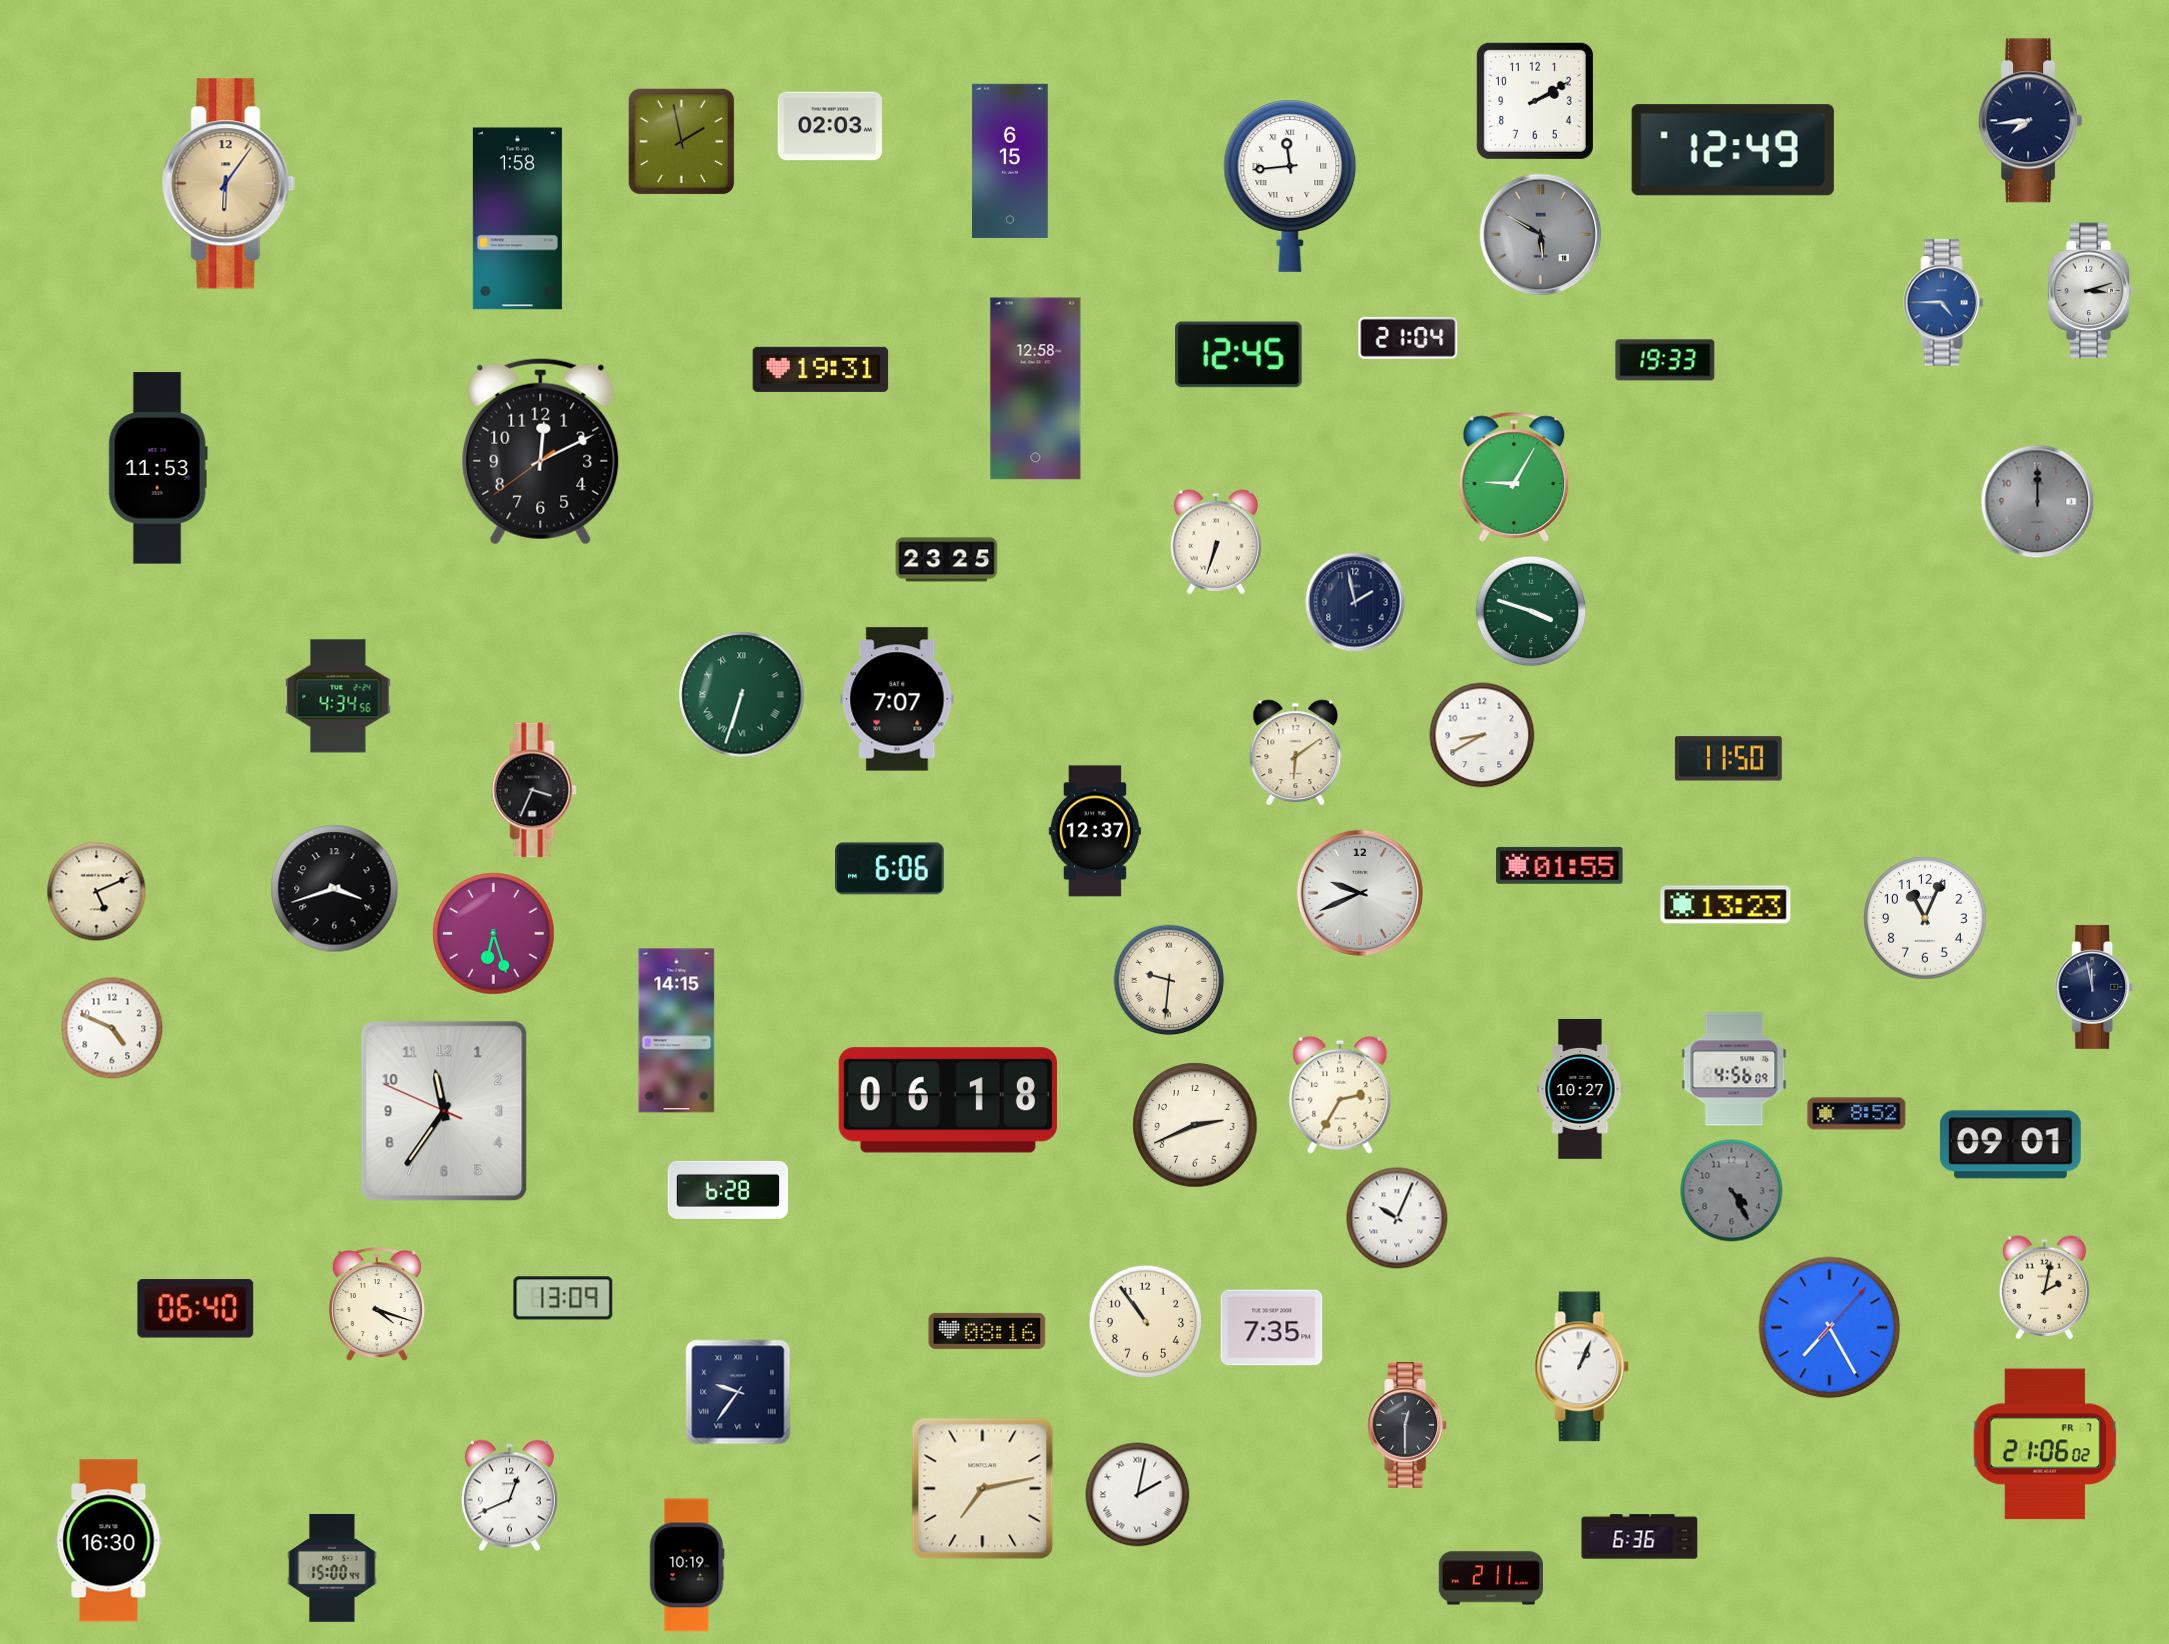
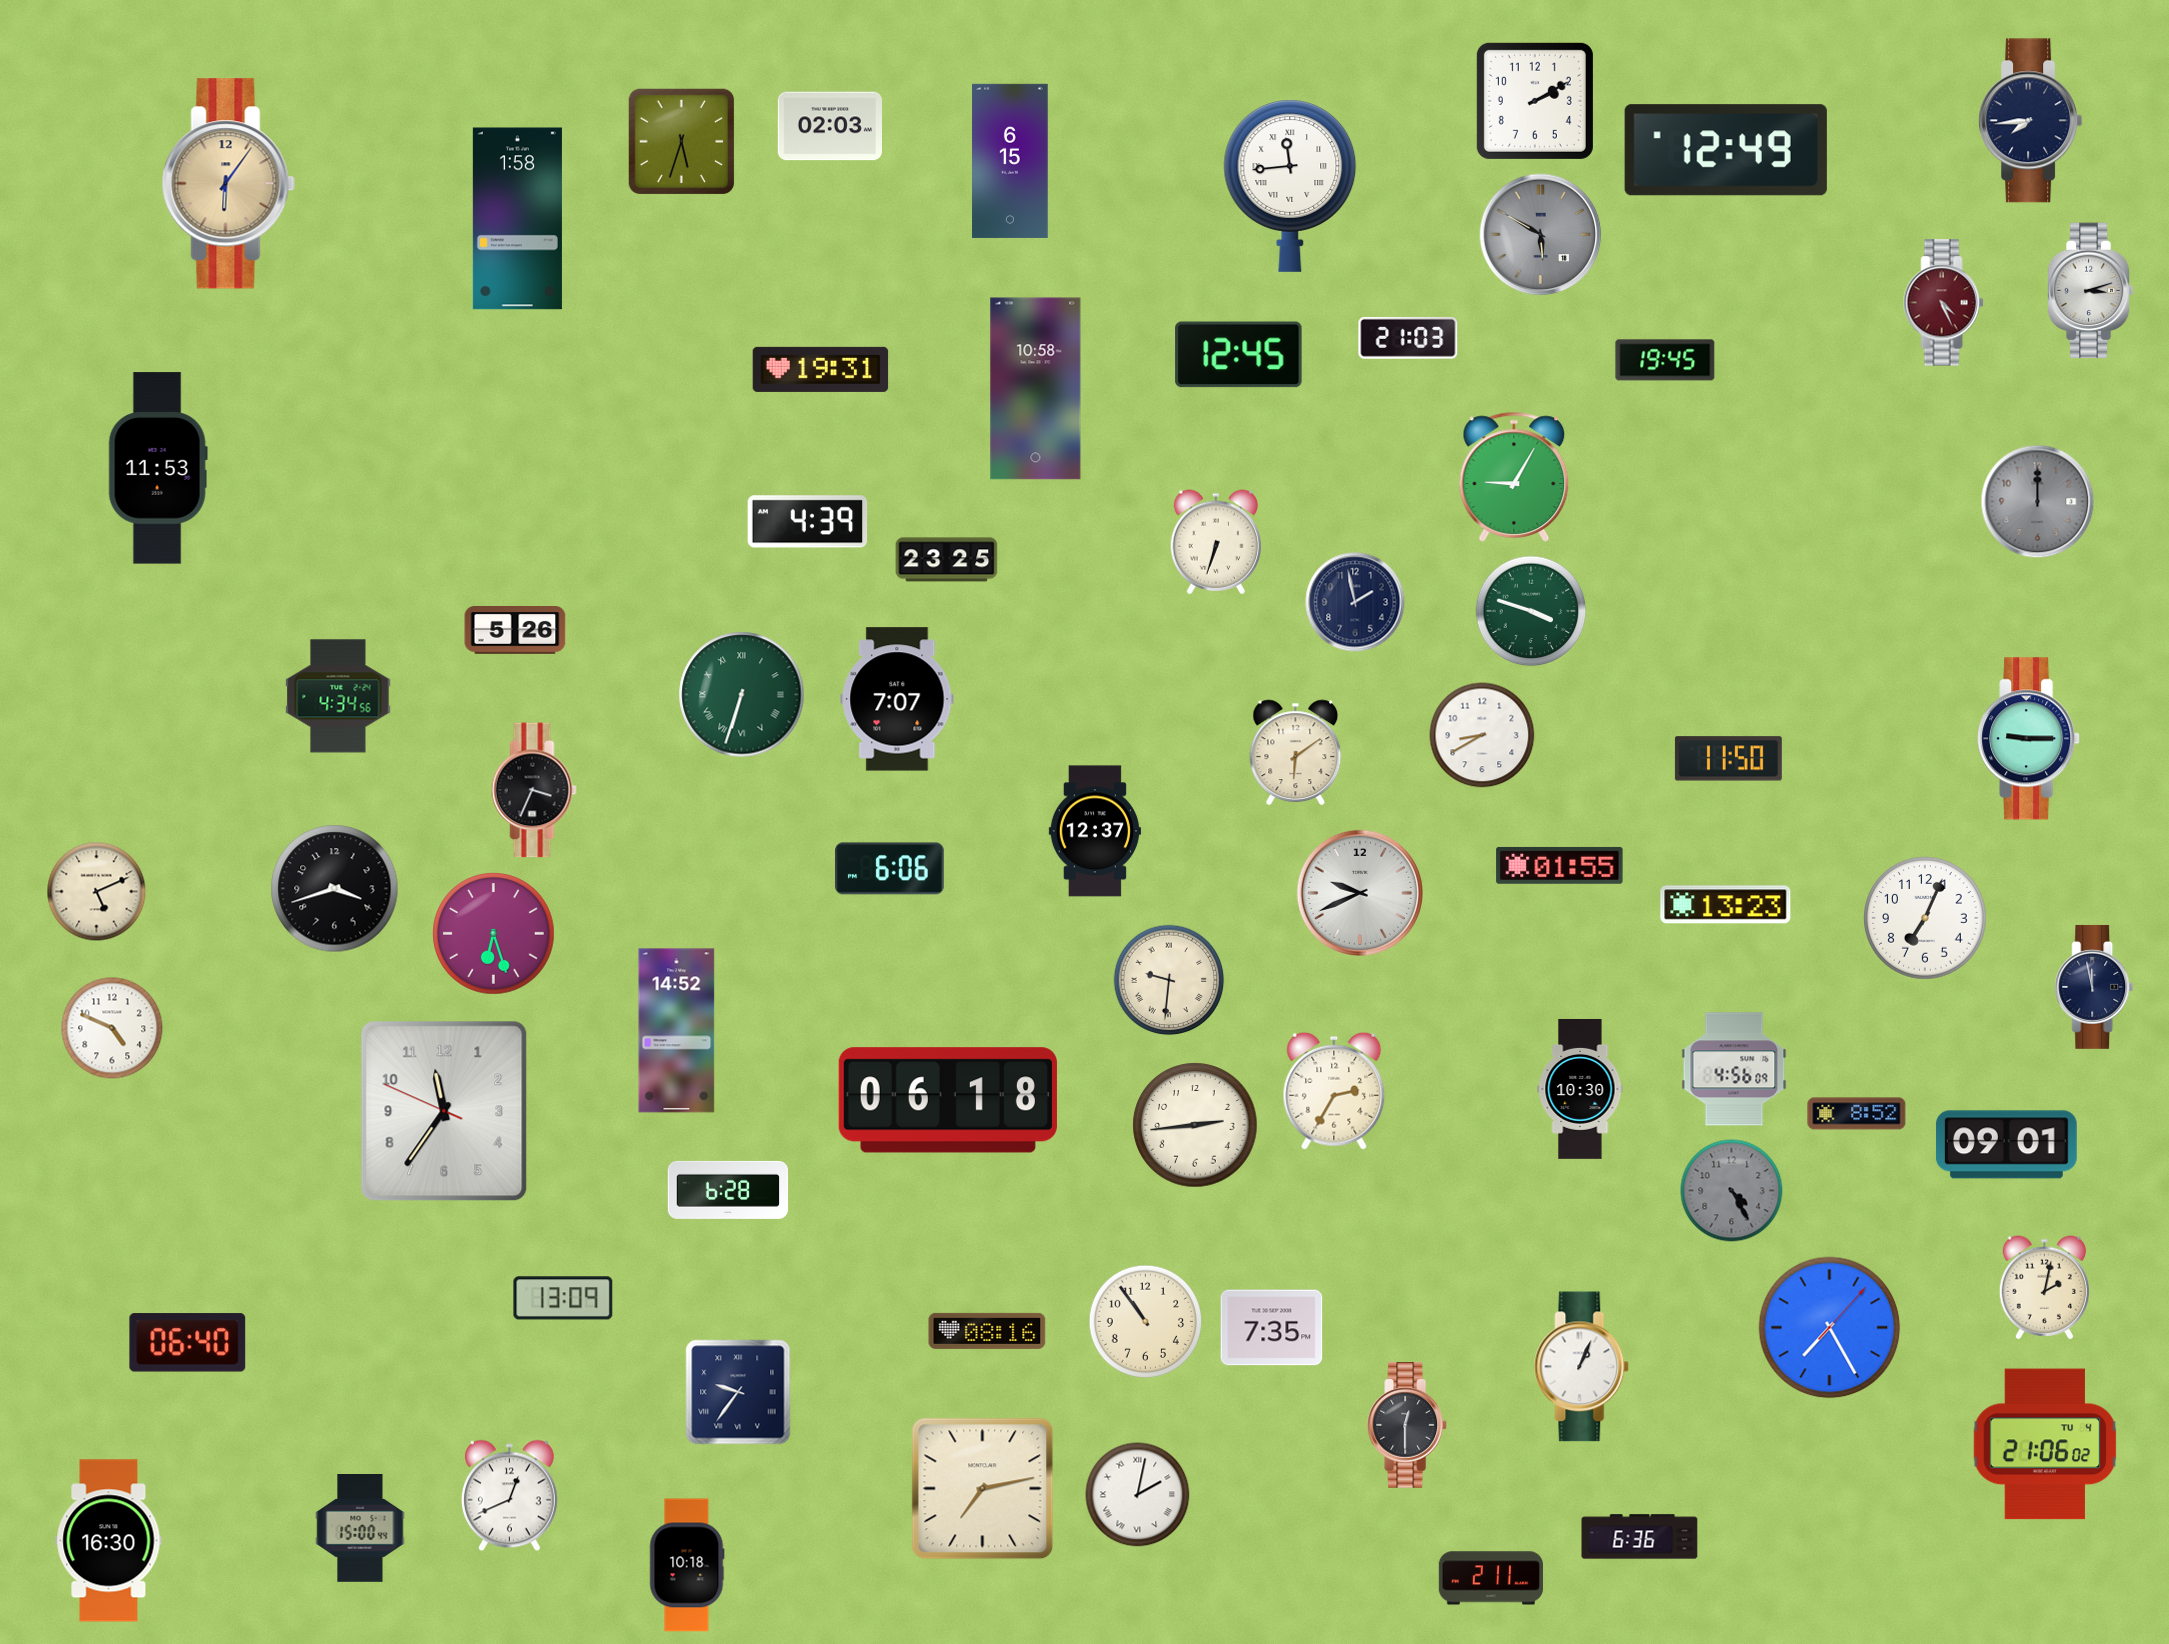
clock at (682, 142): 1:58 -> 5:33
clock at (1733, 150) position: (1733, 150) -> (1726, 150)
clock at (1944, 303): 4:45 -> 4:26
clock at (1944, 303) dial: blue -> burgundy
clock at (1408, 338): 21:04 -> 21:03
clock at (1665, 360): 19:33 -> 19:45
clock at (1036, 389): 12:58 -> 10:58
clock at (541, 451): 12:10 -> none
clock at (808, 522): none -> 4:39
clock at (515, 630): none -> 5:26
clock at (2029, 739): none -> 9:15
clock at (1925, 918): 11:04 -> 7:04
clock at (677, 1031): 14:15 -> 14:52
clock at (1580, 1089): 10:27 -> 10:30
clock at (1340, 1095) position: (1340, 1095) -> (1334, 1091)
clock at (1195, 1125): 2:41 -> 2:44
clock at (2010, 1145) position: (2010, 1145) -> (2006, 1145)
clock at (1397, 1218): 10:04 -> none
clock at (377, 1305): 4:18 -> none
clock at (196, 1309) position: (196, 1309) -> (188, 1343)
clock at (2045, 1444) date: FR 7 -> TU 4
clock at (687, 1565): 10:19 -> 10:18
clock at (332, 1569) position: (332, 1569) -> (360, 1529)
